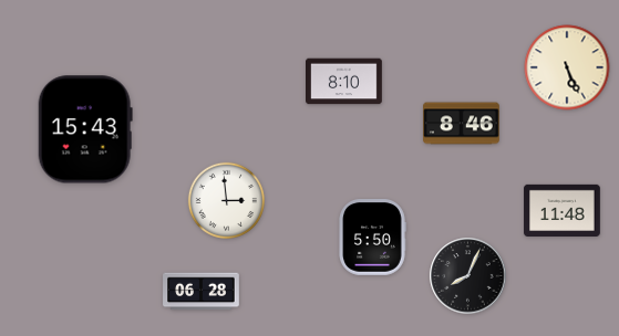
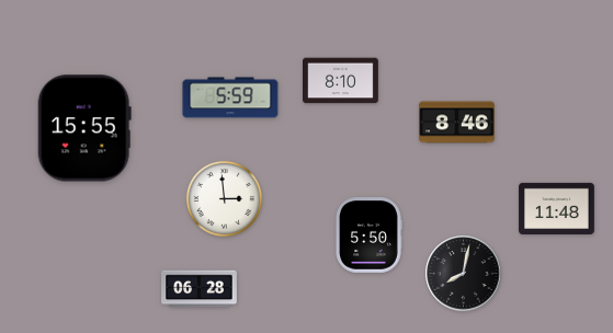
clock at (567, 67): 5:26 -> none
clock at (230, 97): none -> 5:59
clock at (85, 129): 15:43 -> 15:55
clock at (468, 276): 8:04 -> 8:02
